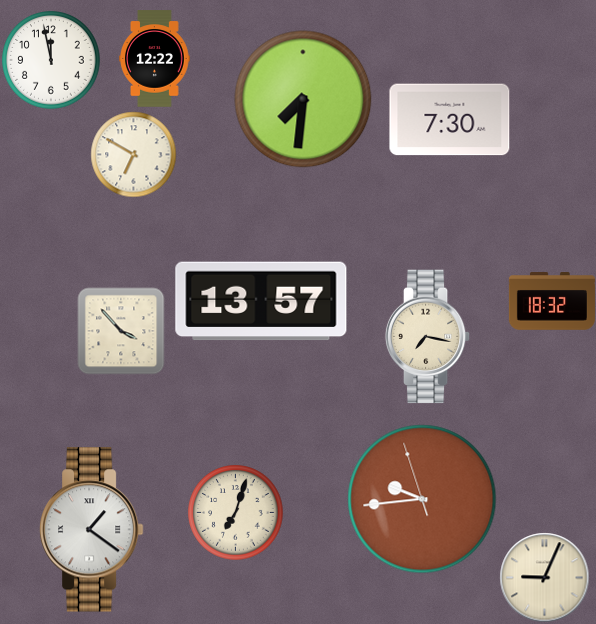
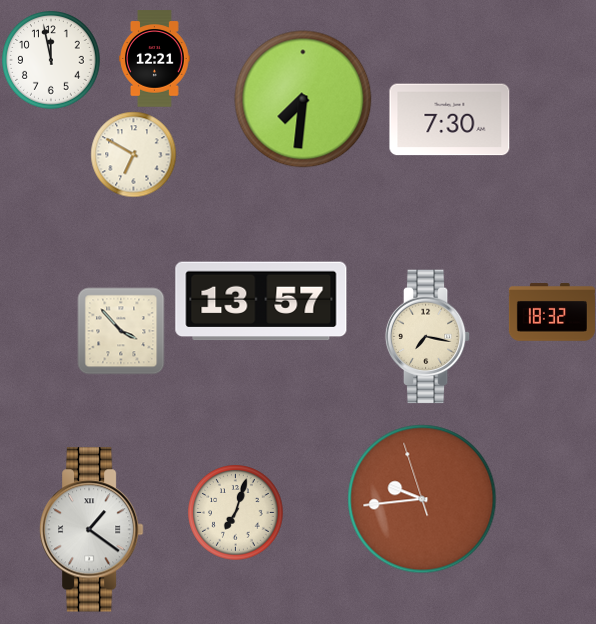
clock at (155, 59): 12:22 -> 12:21
clock at (552, 301) position: (552, 301) -> (552, 312)
clock at (544, 577): 9:04 -> none
